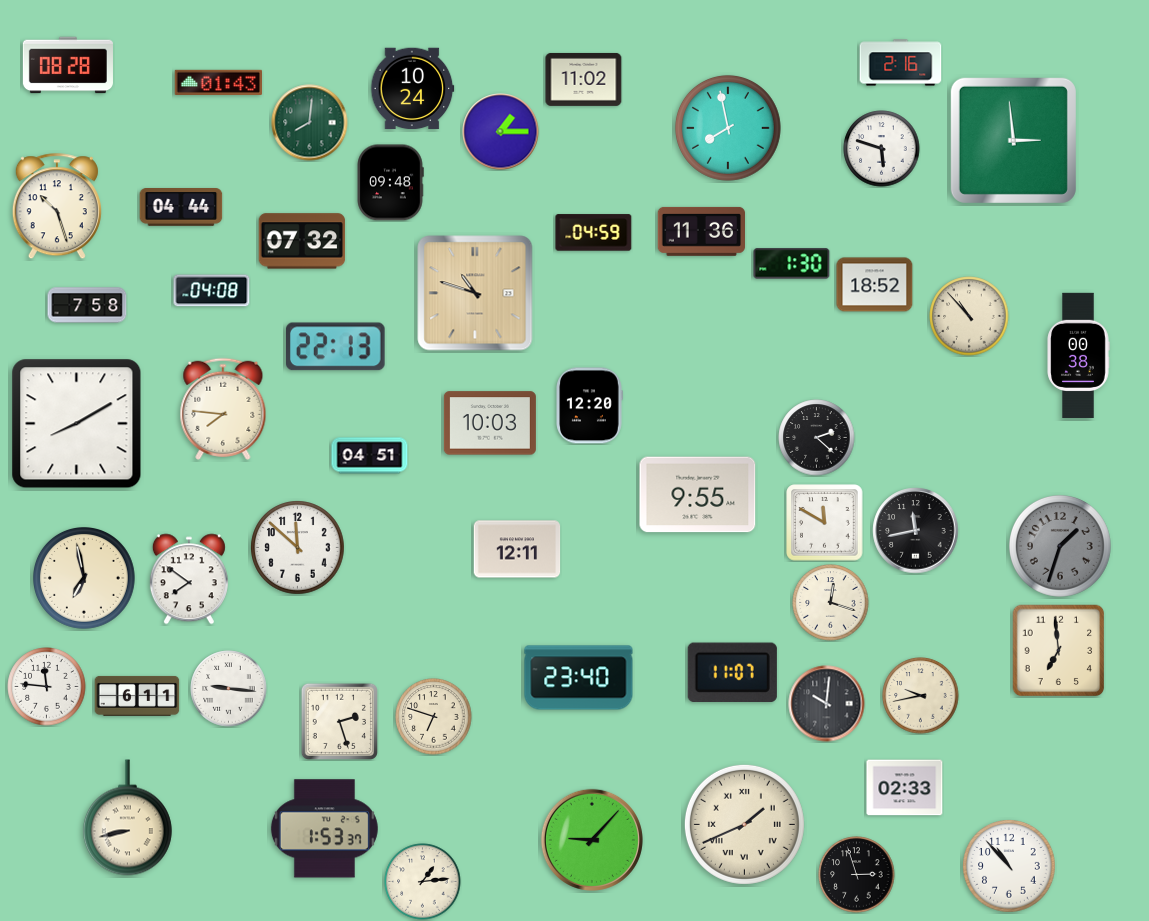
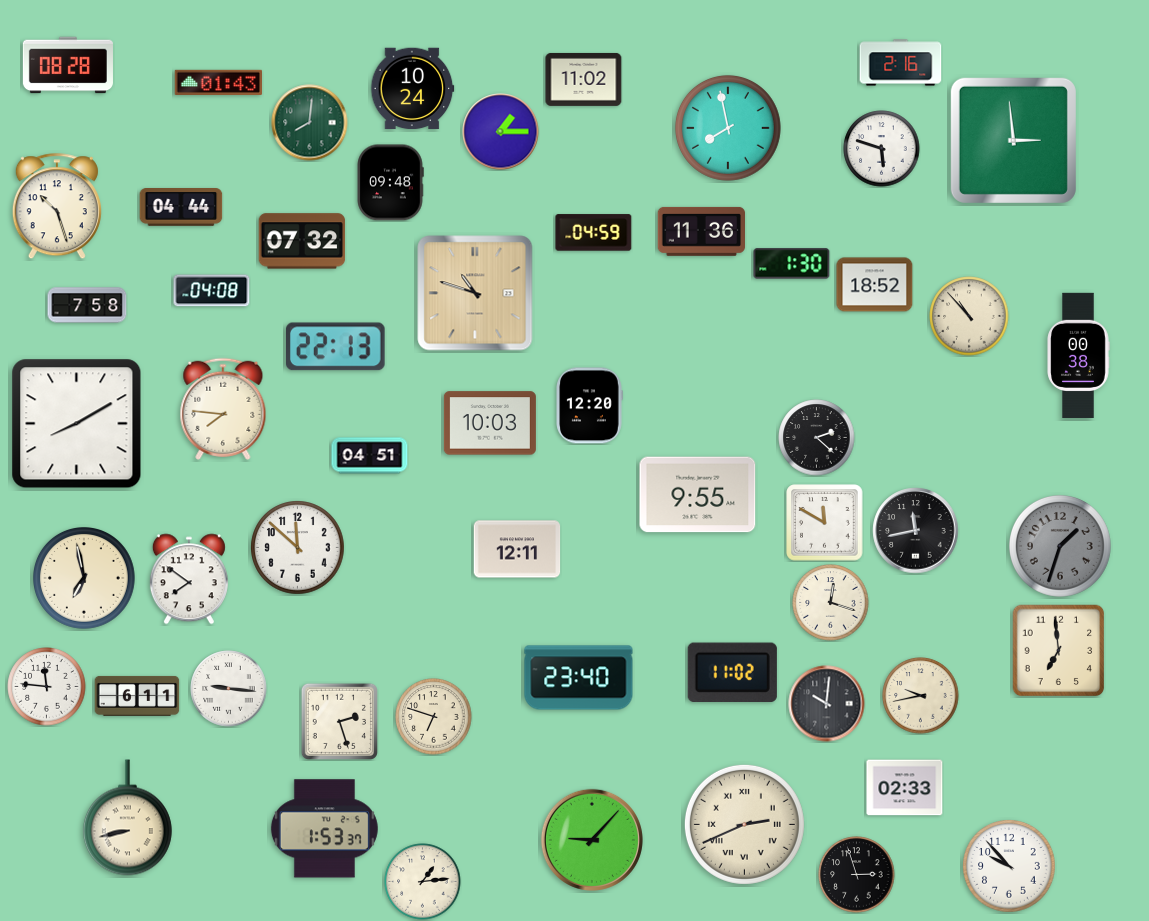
clock at (732, 673): 11:07 -> 11:02
clock at (744, 824): 1:41 -> 2:41
clock at (1009, 866): 10:53 -> 9:53
